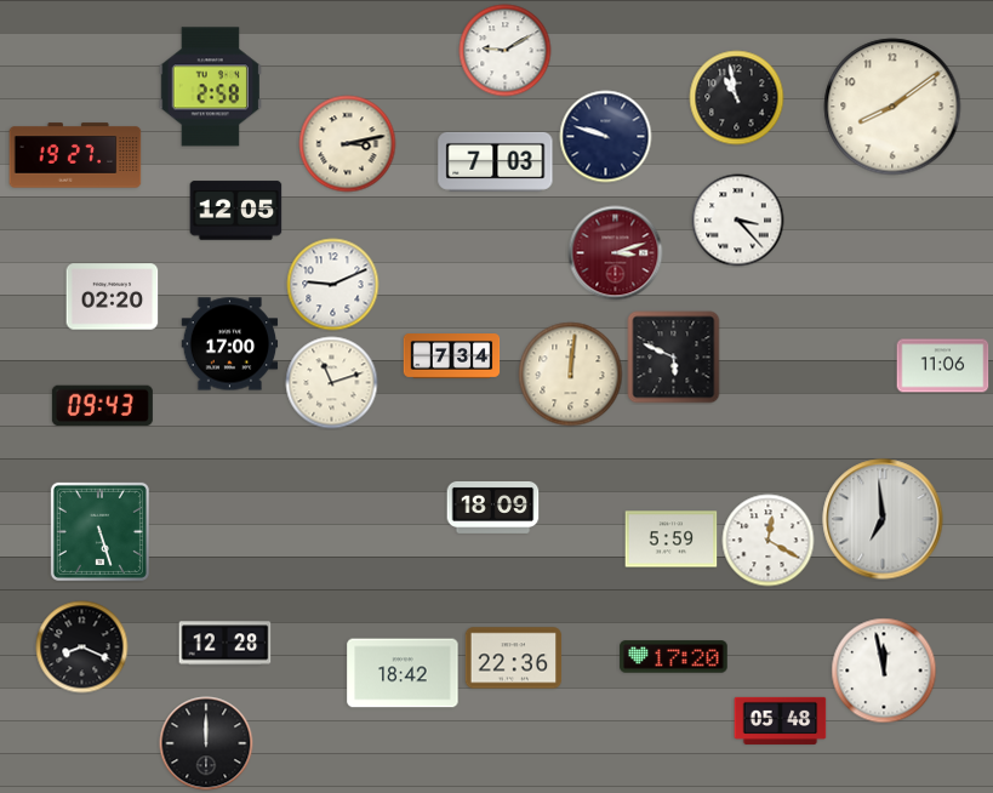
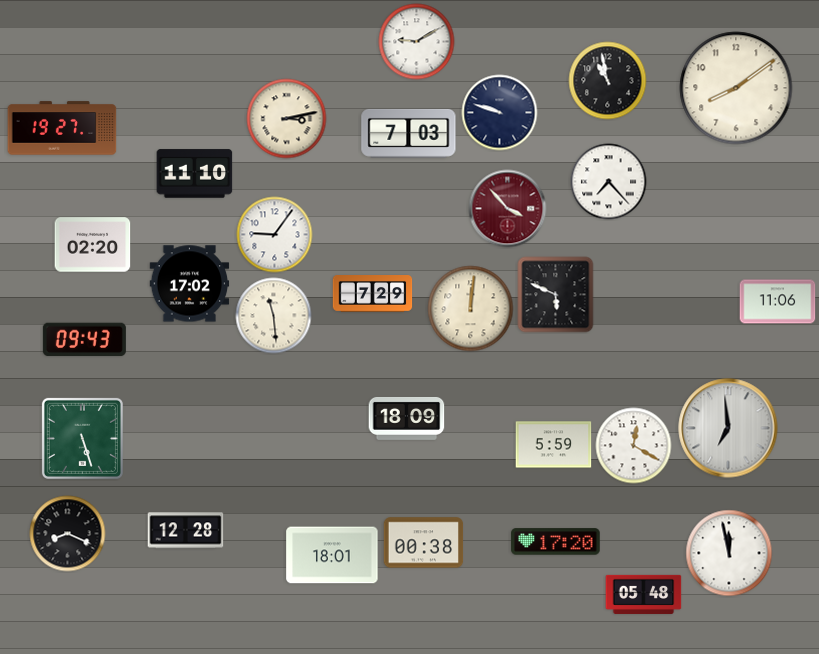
clock at (210, 87): 2:58 -> none
clock at (236, 211): 12:05 -> 11:10
clock at (738, 221): 3:23 -> 7:23
clock at (616, 253): 3:12 -> 3:53
clock at (333, 285): 9:11 -> 9:06
clock at (230, 344): 17:00 -> 17:02
clock at (452, 356): 7:34 -> 7:29
clock at (332, 383): 11:12 -> 11:29
clock at (102, 406) position: (102, 406) -> (84, 340)
clock at (514, 658): 22:36 -> 00:38
clock at (403, 673): 18:42 -> 18:01
clock at (206, 743): 12:00 -> none
